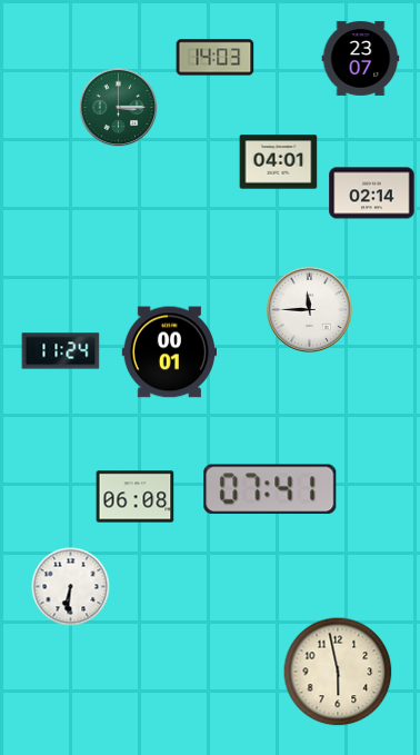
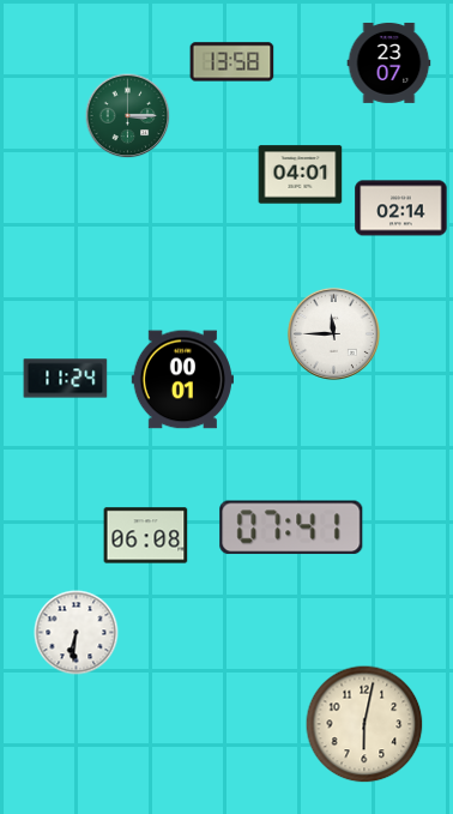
clock at (216, 58): 14:03 -> 13:58
clock at (338, 672): 5:58 -> 6:02
